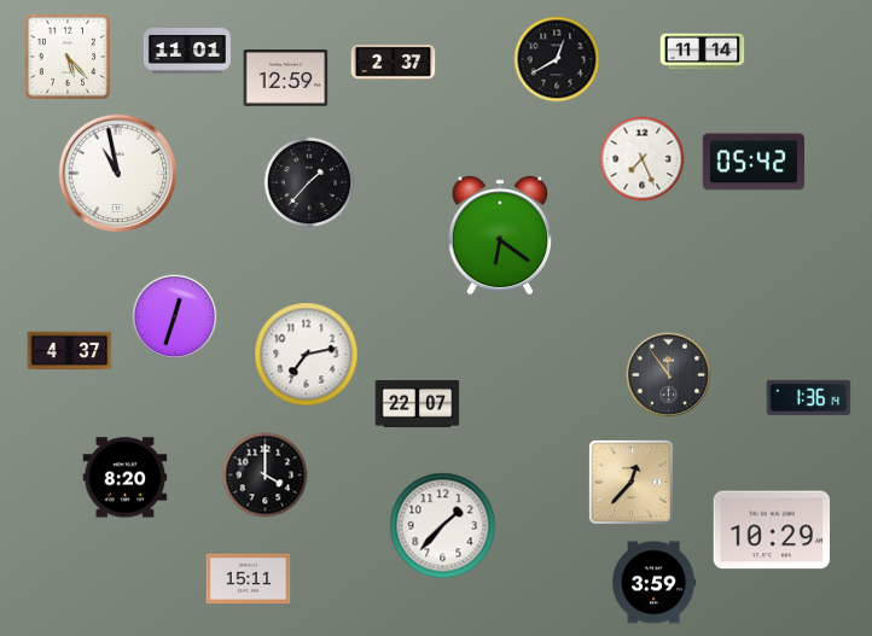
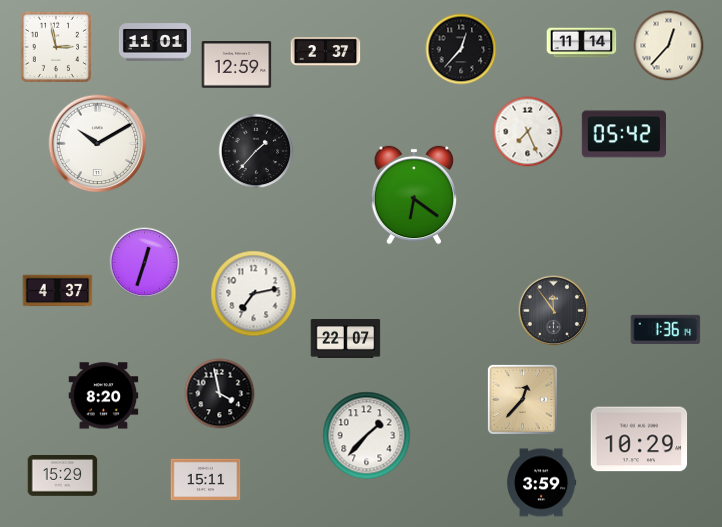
clock at (669, 46): none -> 12:37
clock at (68, 57): 5:23 -> 2:58
clock at (557, 59): 12:40 -> 12:37
clock at (643, 159) position: (643, 159) -> (528, 132)
clock at (118, 174): 10:58 -> 10:10
clock at (809, 397) position: (809, 397) -> (666, 329)
clock at (418, 404) position: (418, 404) -> (346, 339)
clock at (266, 475): 4:00 -> 3:58
clock at (63, 476): none -> 15:29
